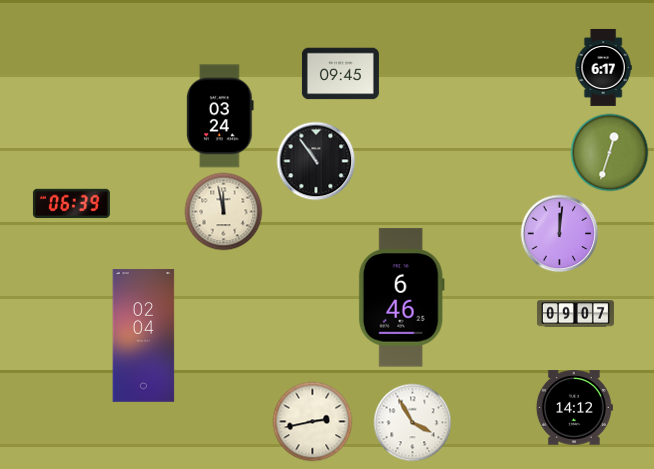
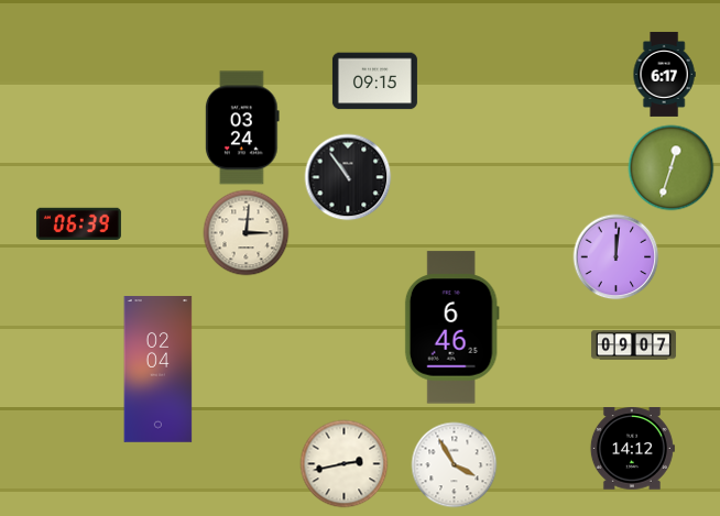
clock at (340, 74): 09:45 -> 09:15
clock at (223, 211): 11:58 -> 3:01
clock at (401, 298) position: (401, 298) -> (451, 328)
